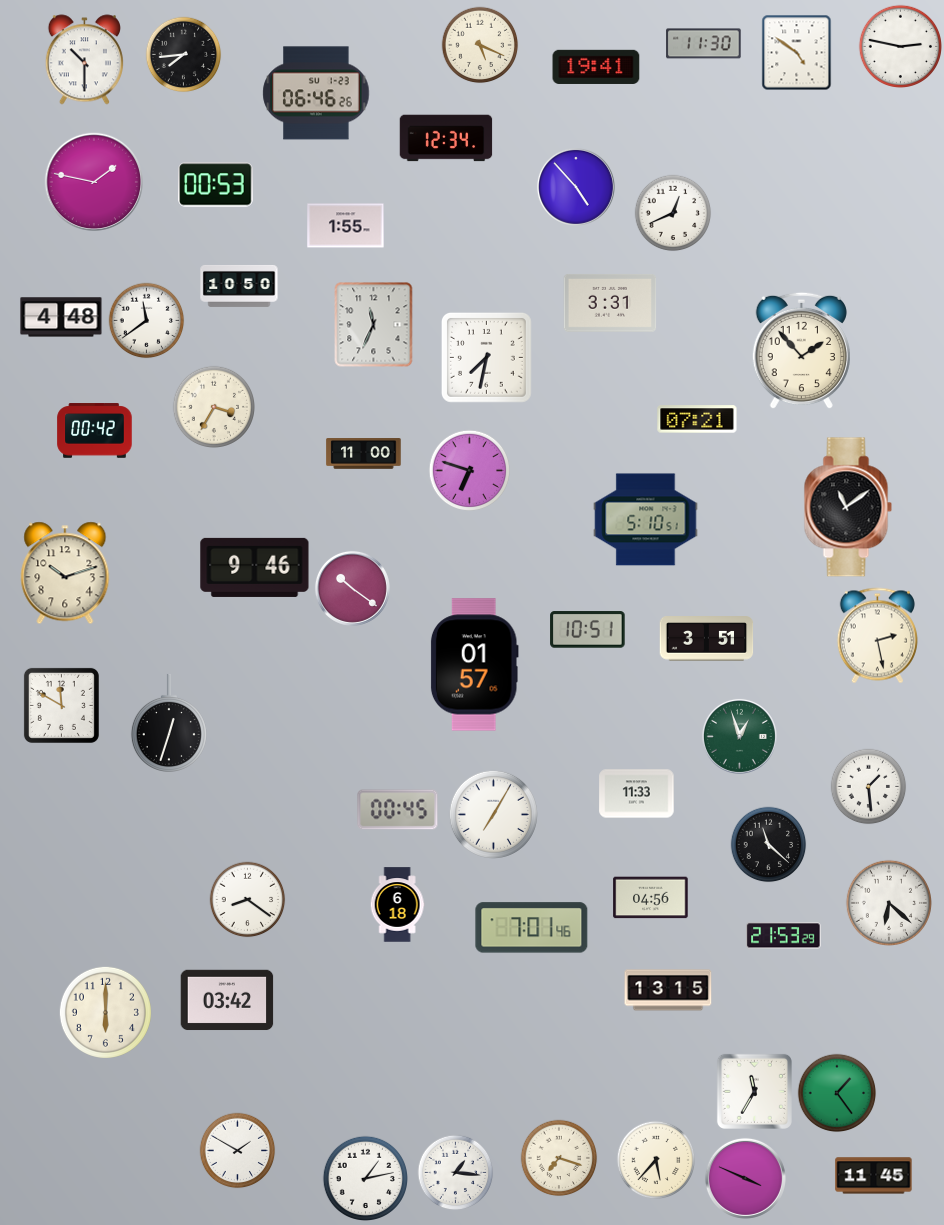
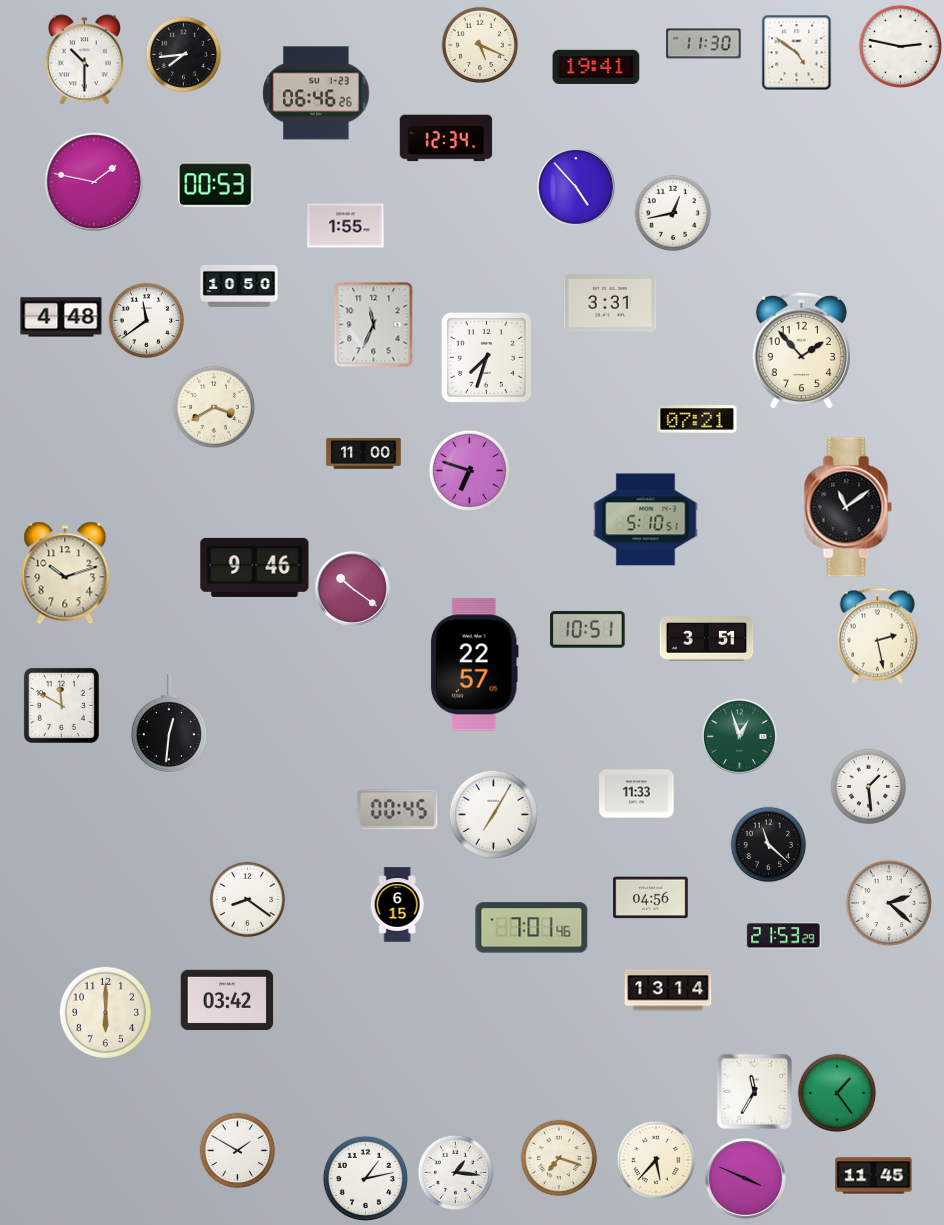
clock at (673, 213): 12:41 -> 12:43
clock at (486, 357): 7:32 -> 7:33
clock at (214, 407): 3:35 -> 3:40
clock at (95, 431): 00:42 -> none
clock at (474, 665): 01:57 -> 22:57
clock at (169, 723): 12:33 -> 12:31
clock at (888, 902): 6:22 -> 2:22
clock at (397, 905): 6:18 -> 6:15
clock at (668, 990): 13:15 -> 13:14
